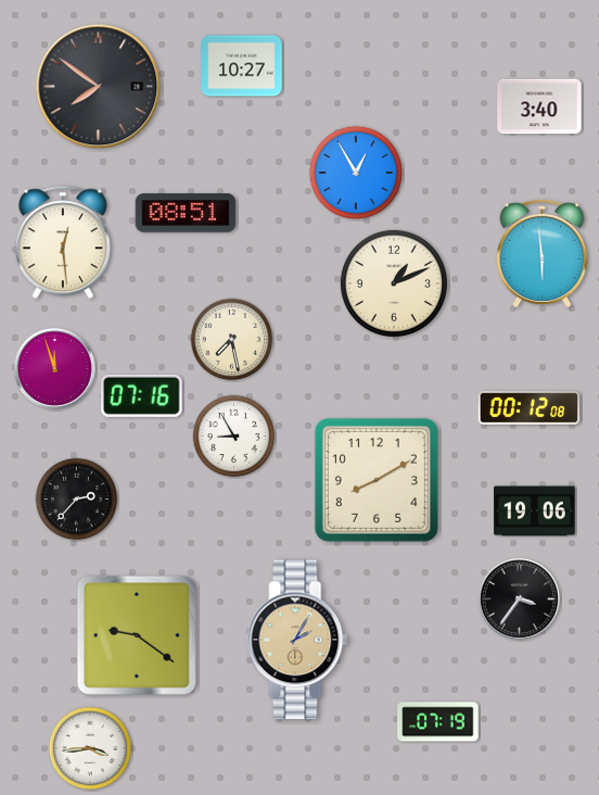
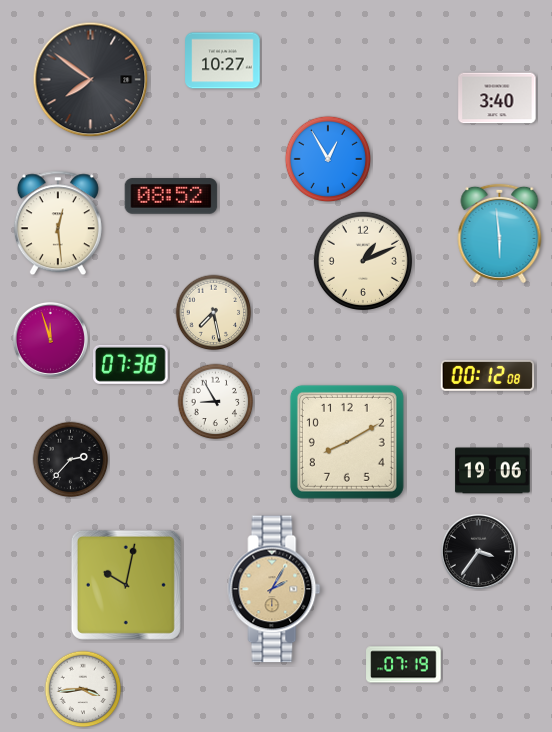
clock at (186, 213): 08:51 -> 08:52
clock at (142, 395): 07:16 -> 07:38
clock at (137, 635): 9:21 -> 10:02
